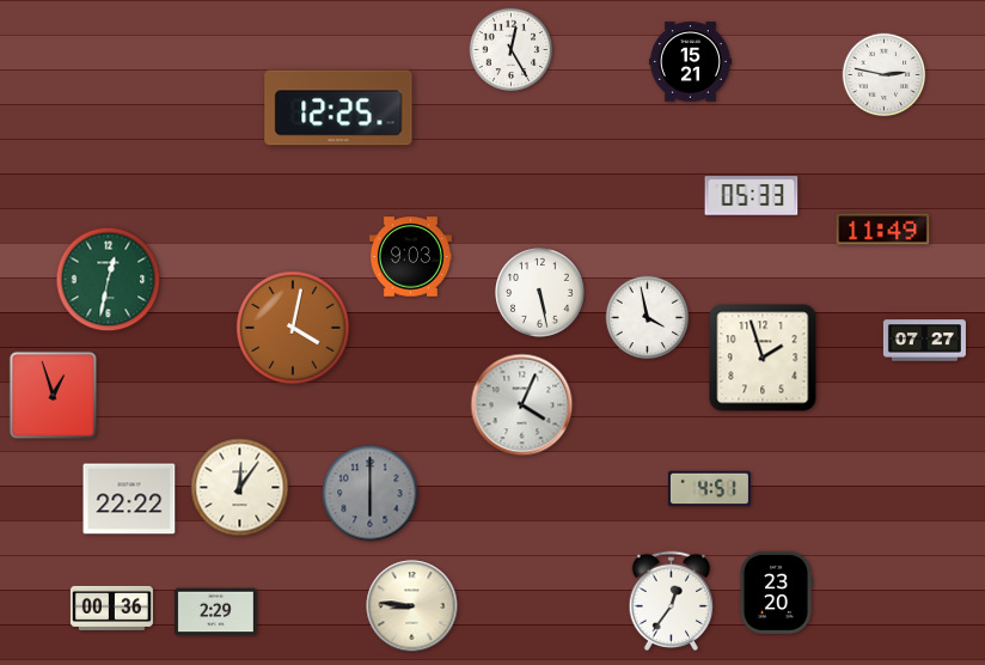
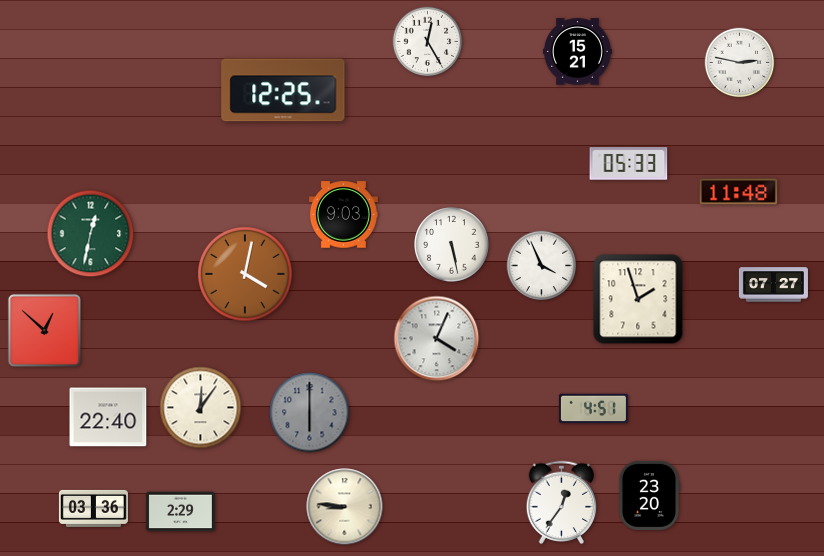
clock at (883, 230): 11:49 -> 11:48
clock at (648, 318): 3:58 -> 3:56
clock at (53, 395): 12:57 -> 12:52
clock at (129, 499): 22:22 -> 22:40
clock at (111, 608): 00:36 -> 03:36
